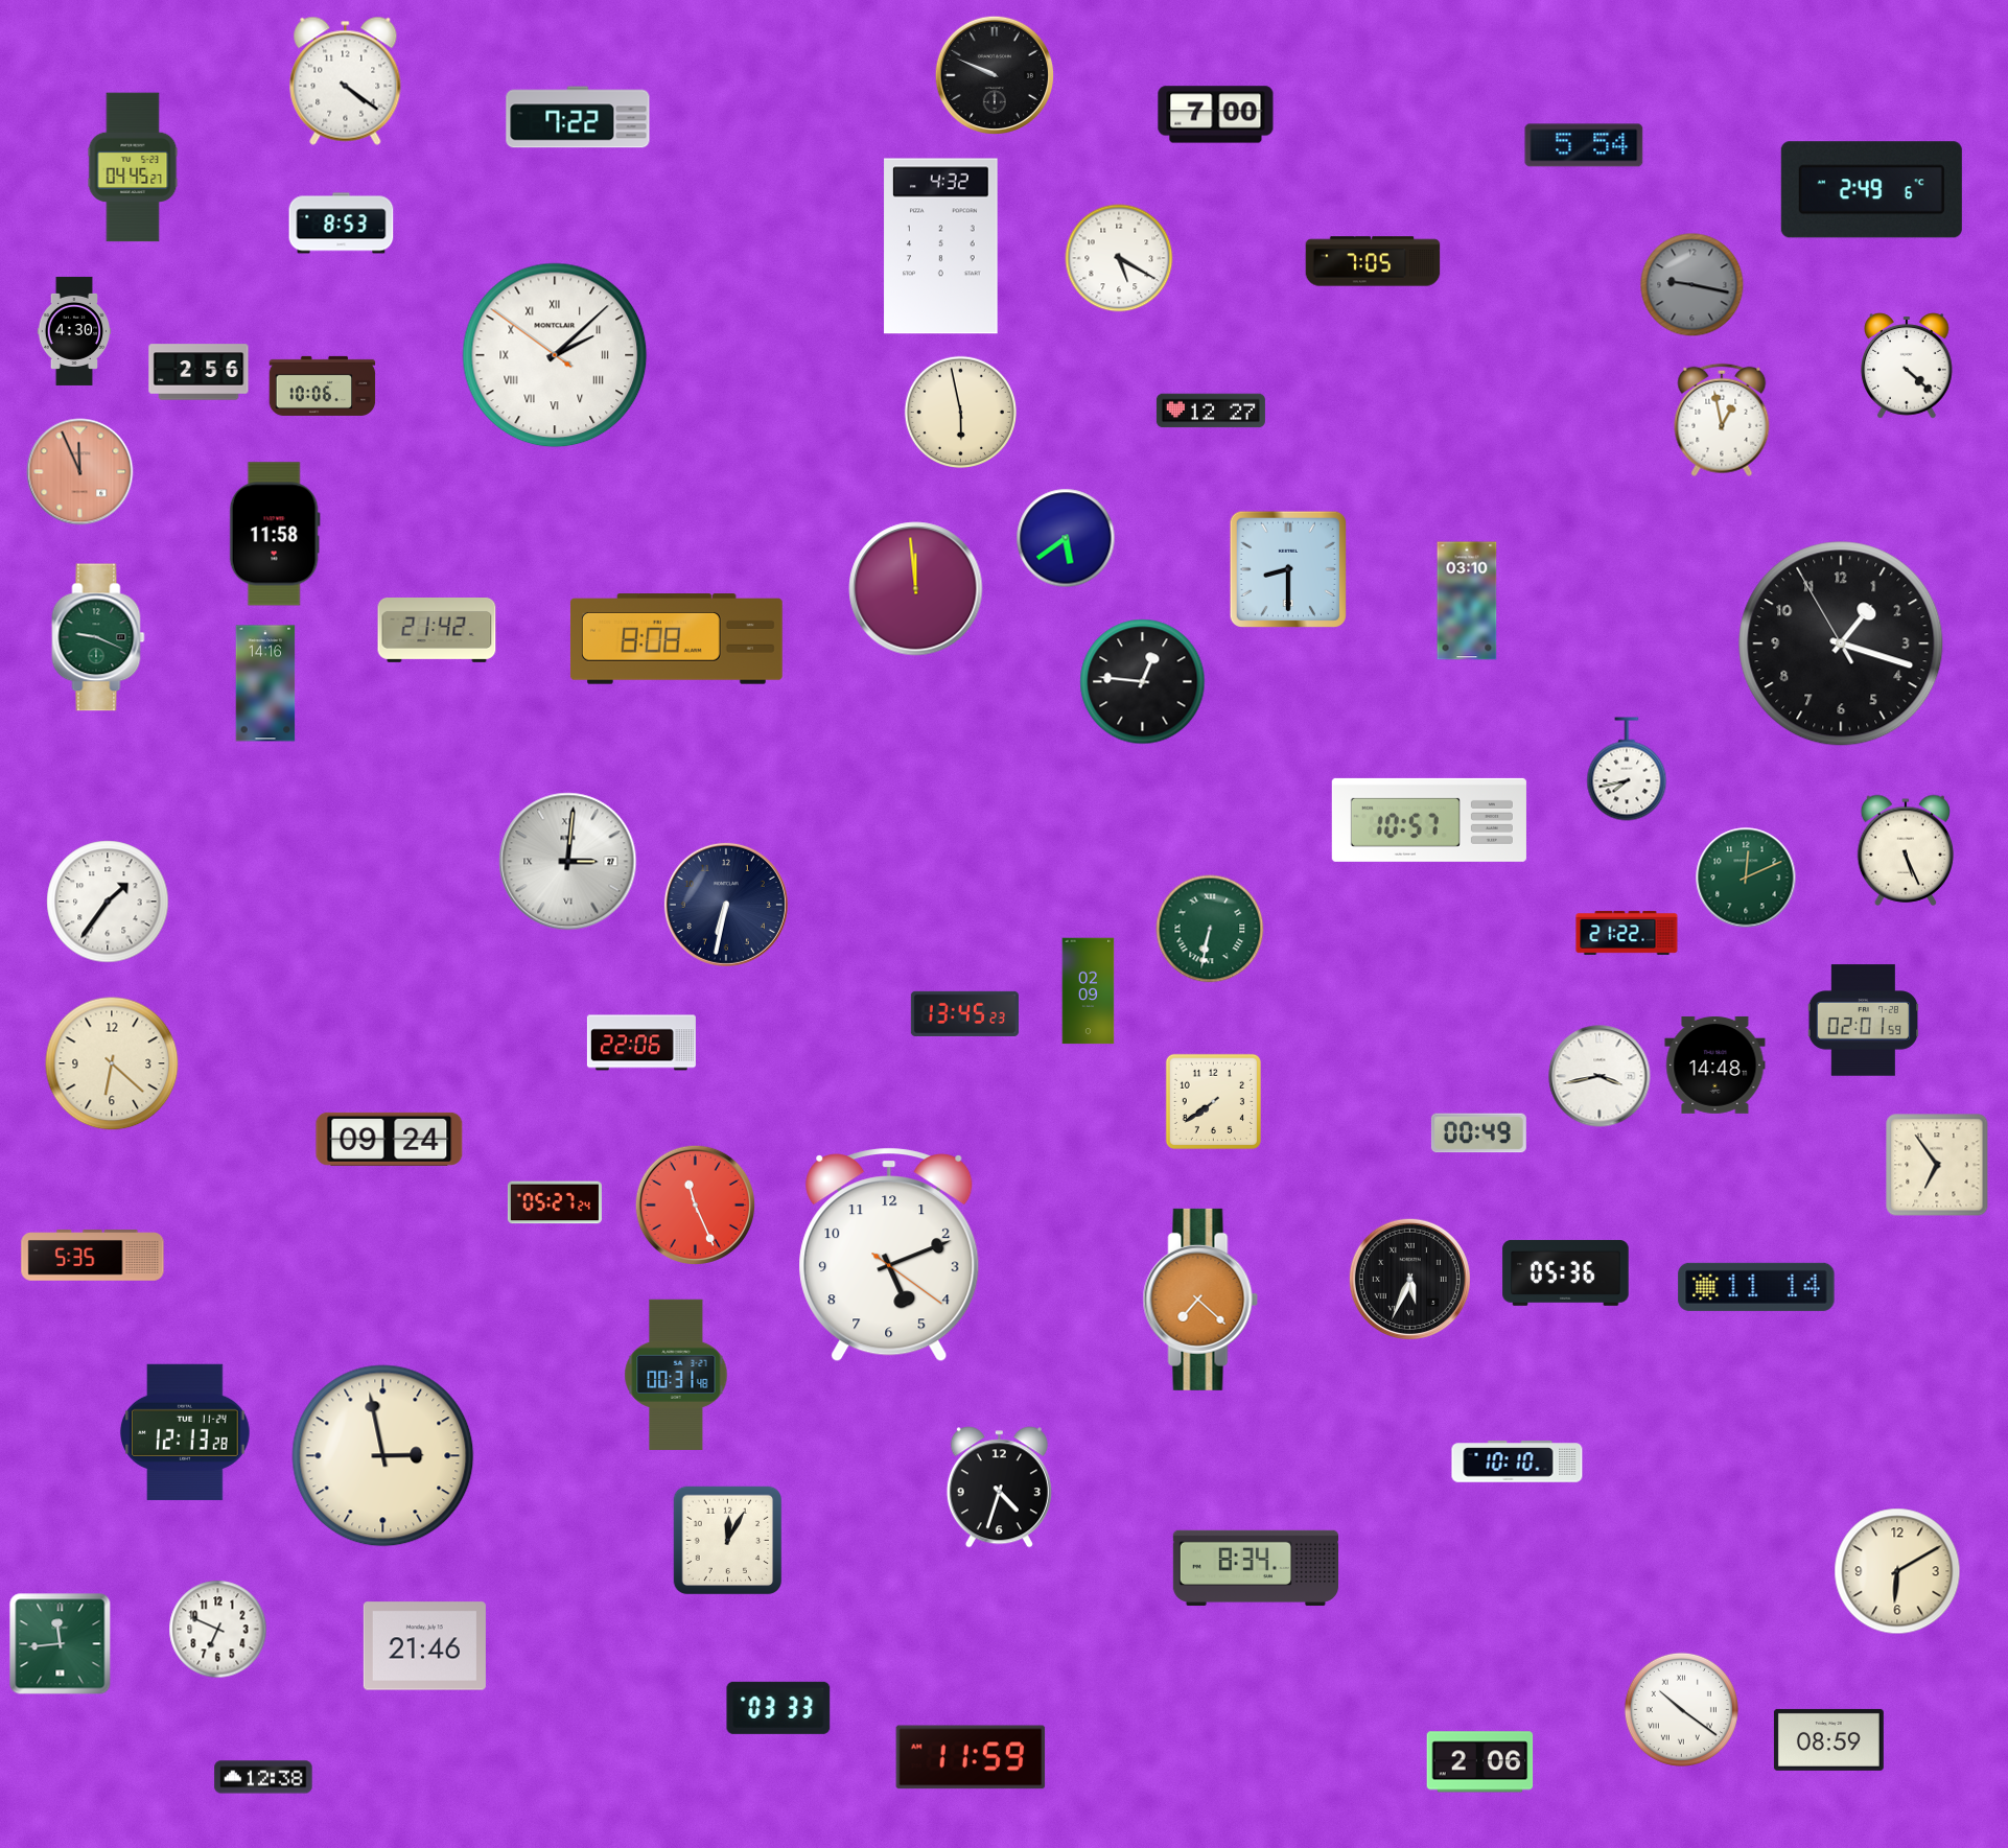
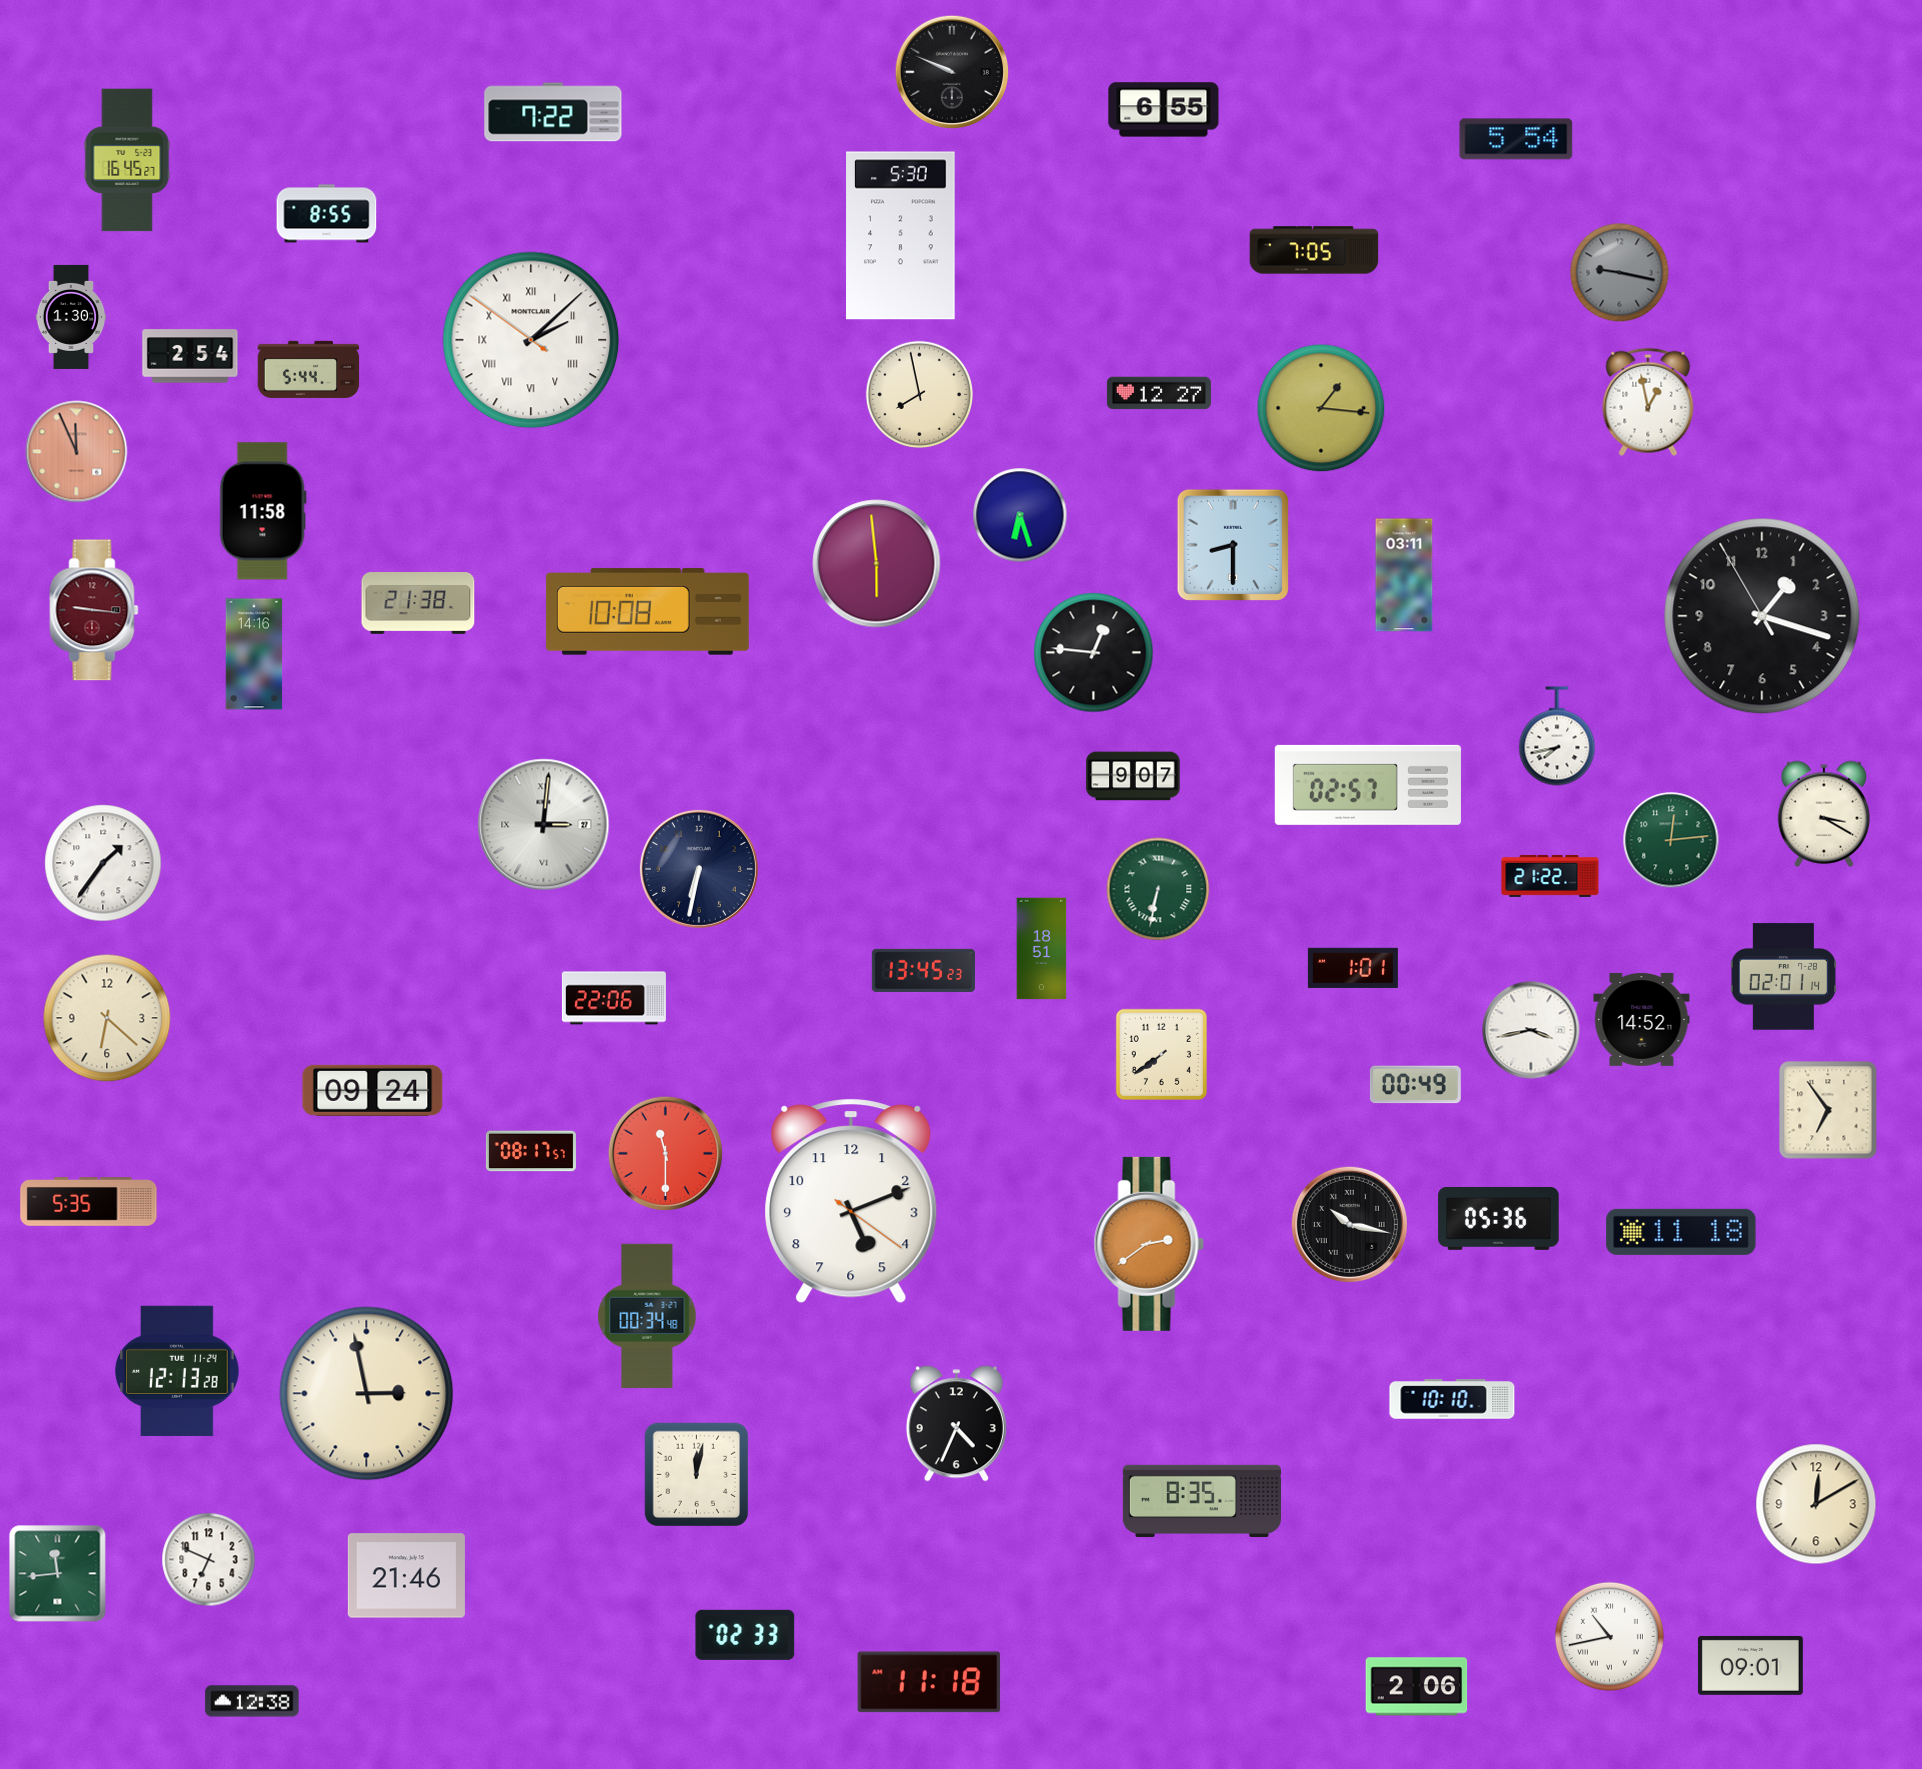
clock at (346, 80): 4:21 -> none
clock at (1216, 115): 7:00 -> 6:55
clock at (133, 167): 04:45 -> 16:45
clock at (1871, 190): 2:49 -> none
clock at (342, 224): 8:53 -> 8:55
clock at (941, 247): 4:32 -> 5:30
clock at (1119, 258): 5:20 -> none
clock at (74, 331): 4:30 -> 1:30
clock at (1908, 366): 4:22 -> none
clock at (199, 372): 2:56 -> 2:54
clock at (323, 385): 10:06 -> 5:44
clock at (960, 412): 5:58 -> 7:58
clock at (1321, 408): none -> 1:16
clock at (1066, 538): 5:39 -> 6:27
clock at (916, 589): 11:59 -> 5:59
clock at (1467, 601): 03:10 -> 03:11
clock at (437, 631): 21:42 -> 21:38
clock at (98, 637): 9:19 -> 9:16
clock at (98, 637) dial: green -> burgundy
clock at (676, 639): 8:08 -> 10:08
clock at (1133, 776): none -> 9:07
clock at (1429, 820): 10:57 -> 02:57
clock at (1906, 850): 5:26 -> 3:20
clock at (1746, 878): 12:11 -> 12:14
clock at (726, 905) position: (726, 905) -> (699, 869)
clock at (1627, 933) position: (1627, 933) -> (1550, 876)
clock at (1089, 991): 02:09 -> 18:51
clock at (1353, 968): none -> 1:01
clock at (1864, 1021): 02:01:59 -> 02:01:14
clock at (1715, 1065): 14:48 -> 14:52
clock at (1937, 1165) position: (1937, 1165) -> (1828, 1110)
clock at (555, 1202): 05:27 -> 08:17
clock at (695, 1204): 11:26 -> 11:30
clock at (1409, 1279): 5:34 -> 10:17
clock at (1756, 1287): 11:14 -> 11:18
clock at (1200, 1300): 7:22 -> 2:39
clock at (676, 1374): 00:31 -> 00:34
clock at (999, 1488): 4:33 -> 4:34
clock at (728, 1541): 12:05 -> 12:02
clock at (1255, 1567): 8:34 -> 8:35
clock at (1897, 1571): 6:10 -> 12:10
clock at (778, 1708): 03:33 -> 02:33
clock at (1681, 1709): 10:21 -> 10:43
clock at (1828, 1739): 08:59 -> 09:01
clock at (971, 1757): 11:59 -> 11:18
